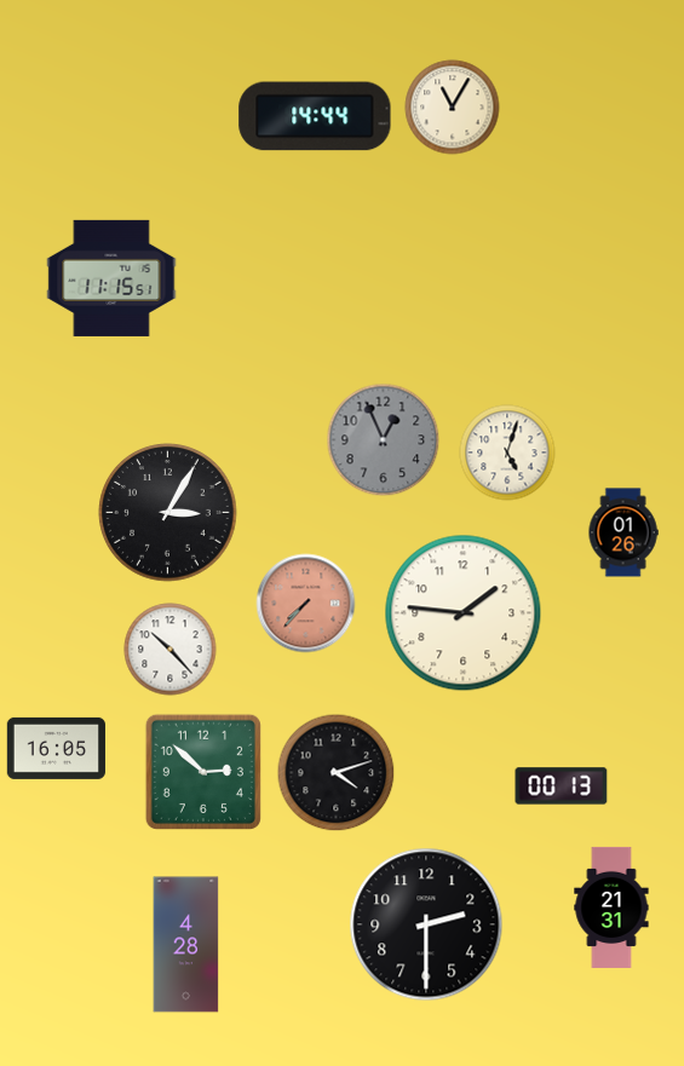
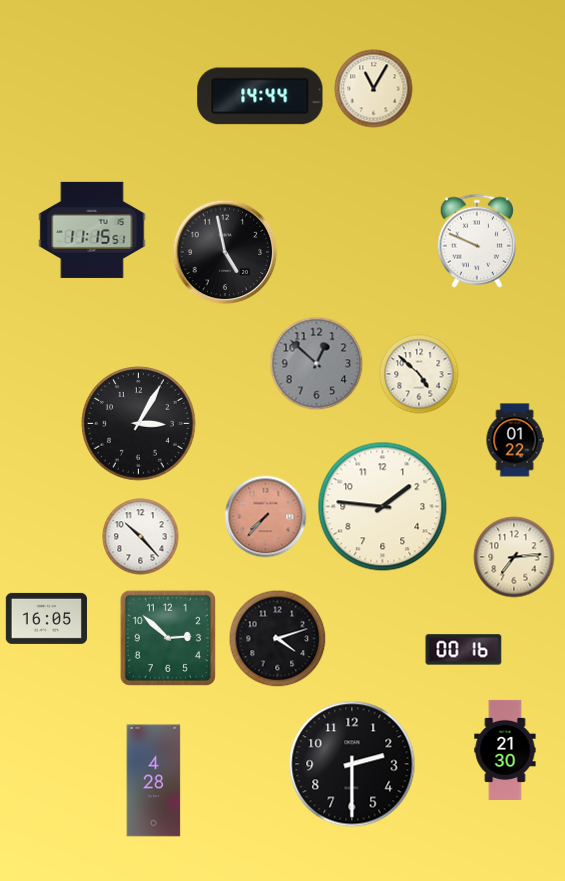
clock at (477, 241): none -> 9:49
clock at (225, 252): none -> 4:58
clock at (384, 440): 12:56 -> 12:52
clock at (507, 453): 5:03 -> 4:52
clock at (623, 532): 01:26 -> 01:22
clock at (306, 604) position: (306, 604) -> (266, 517)
clock at (514, 557): none -> 7:14
clock at (562, 786): 00:13 -> 00:16
clock at (611, 907): 21:31 -> 21:30
